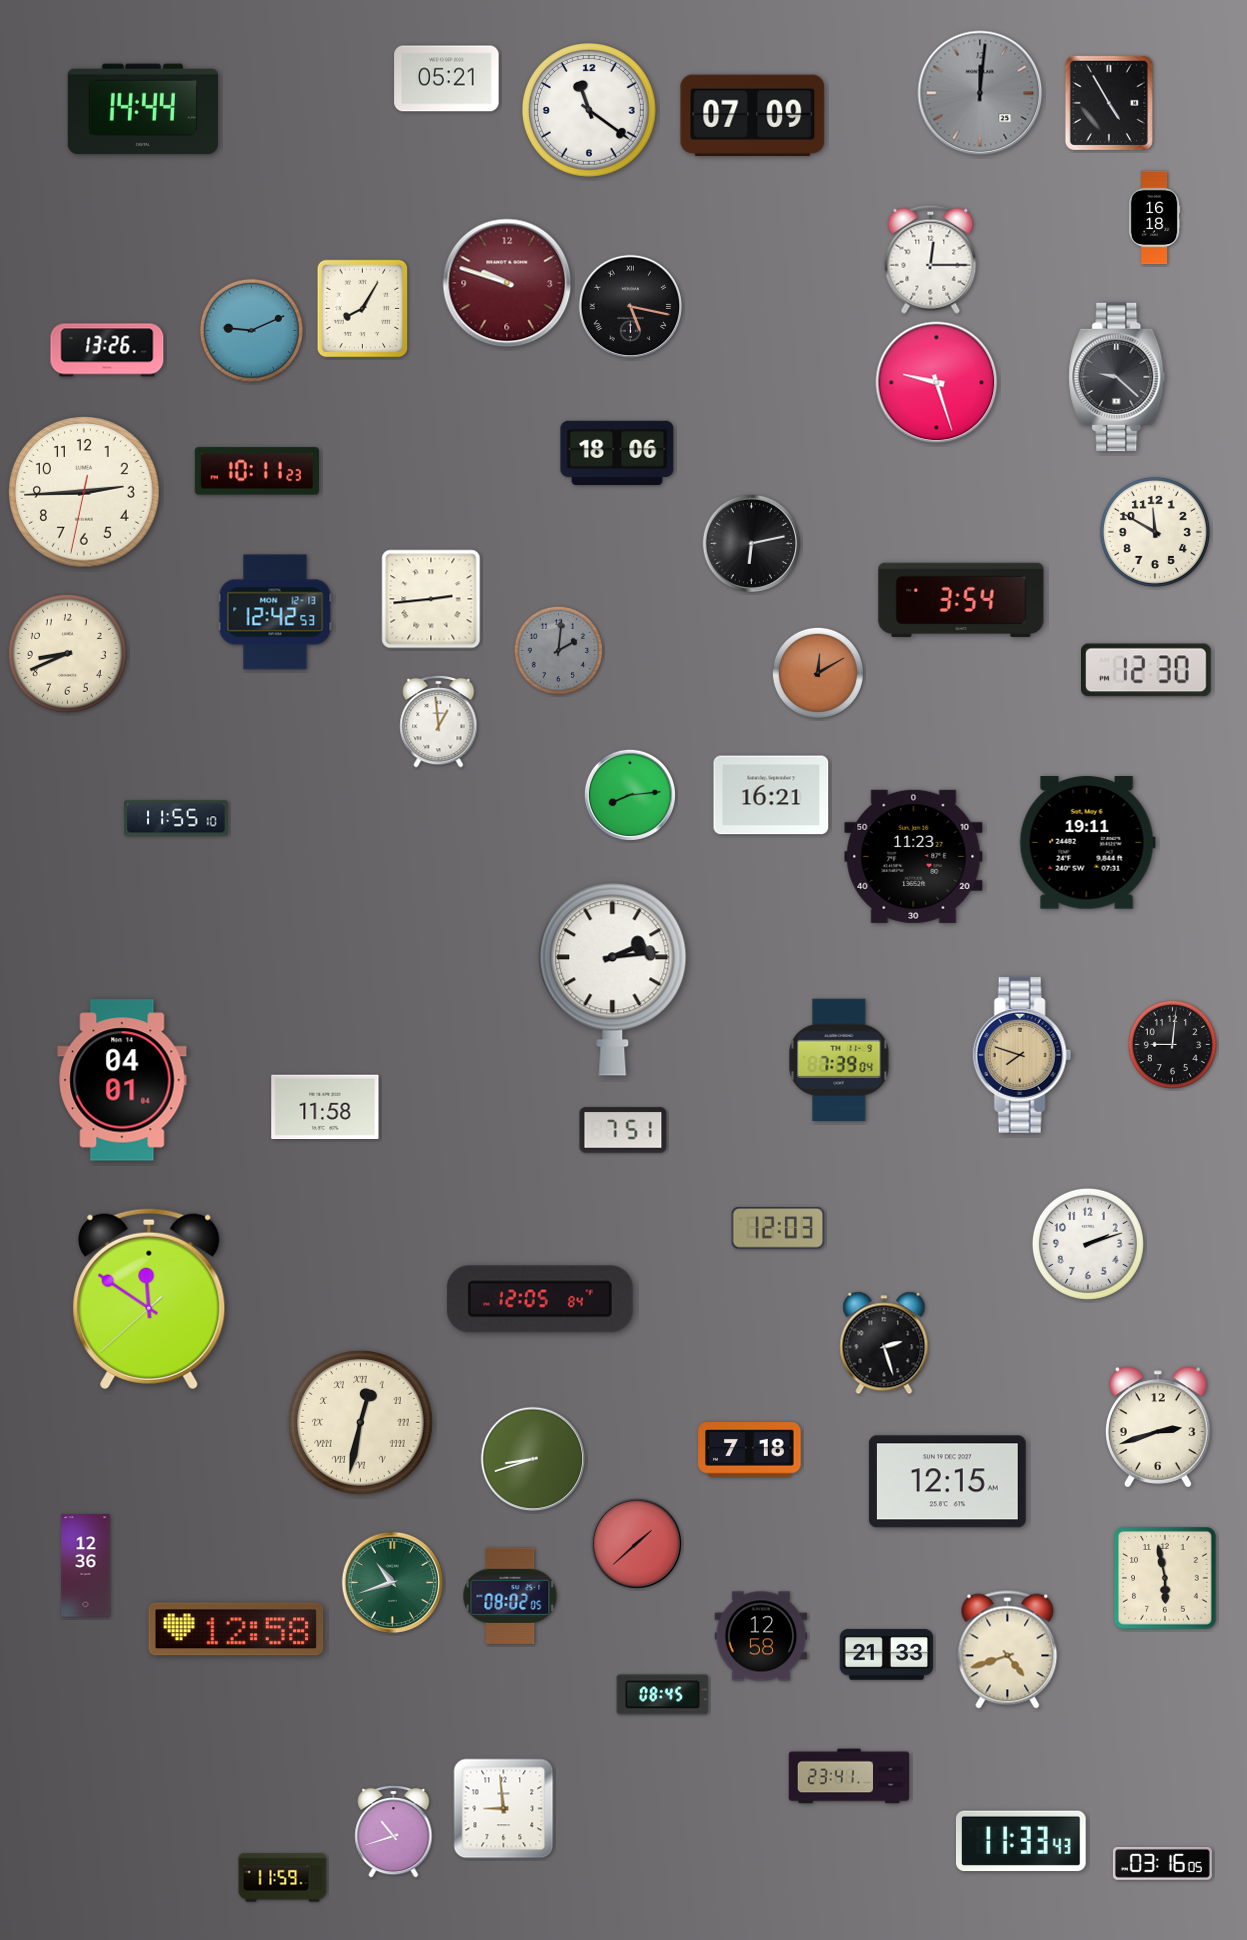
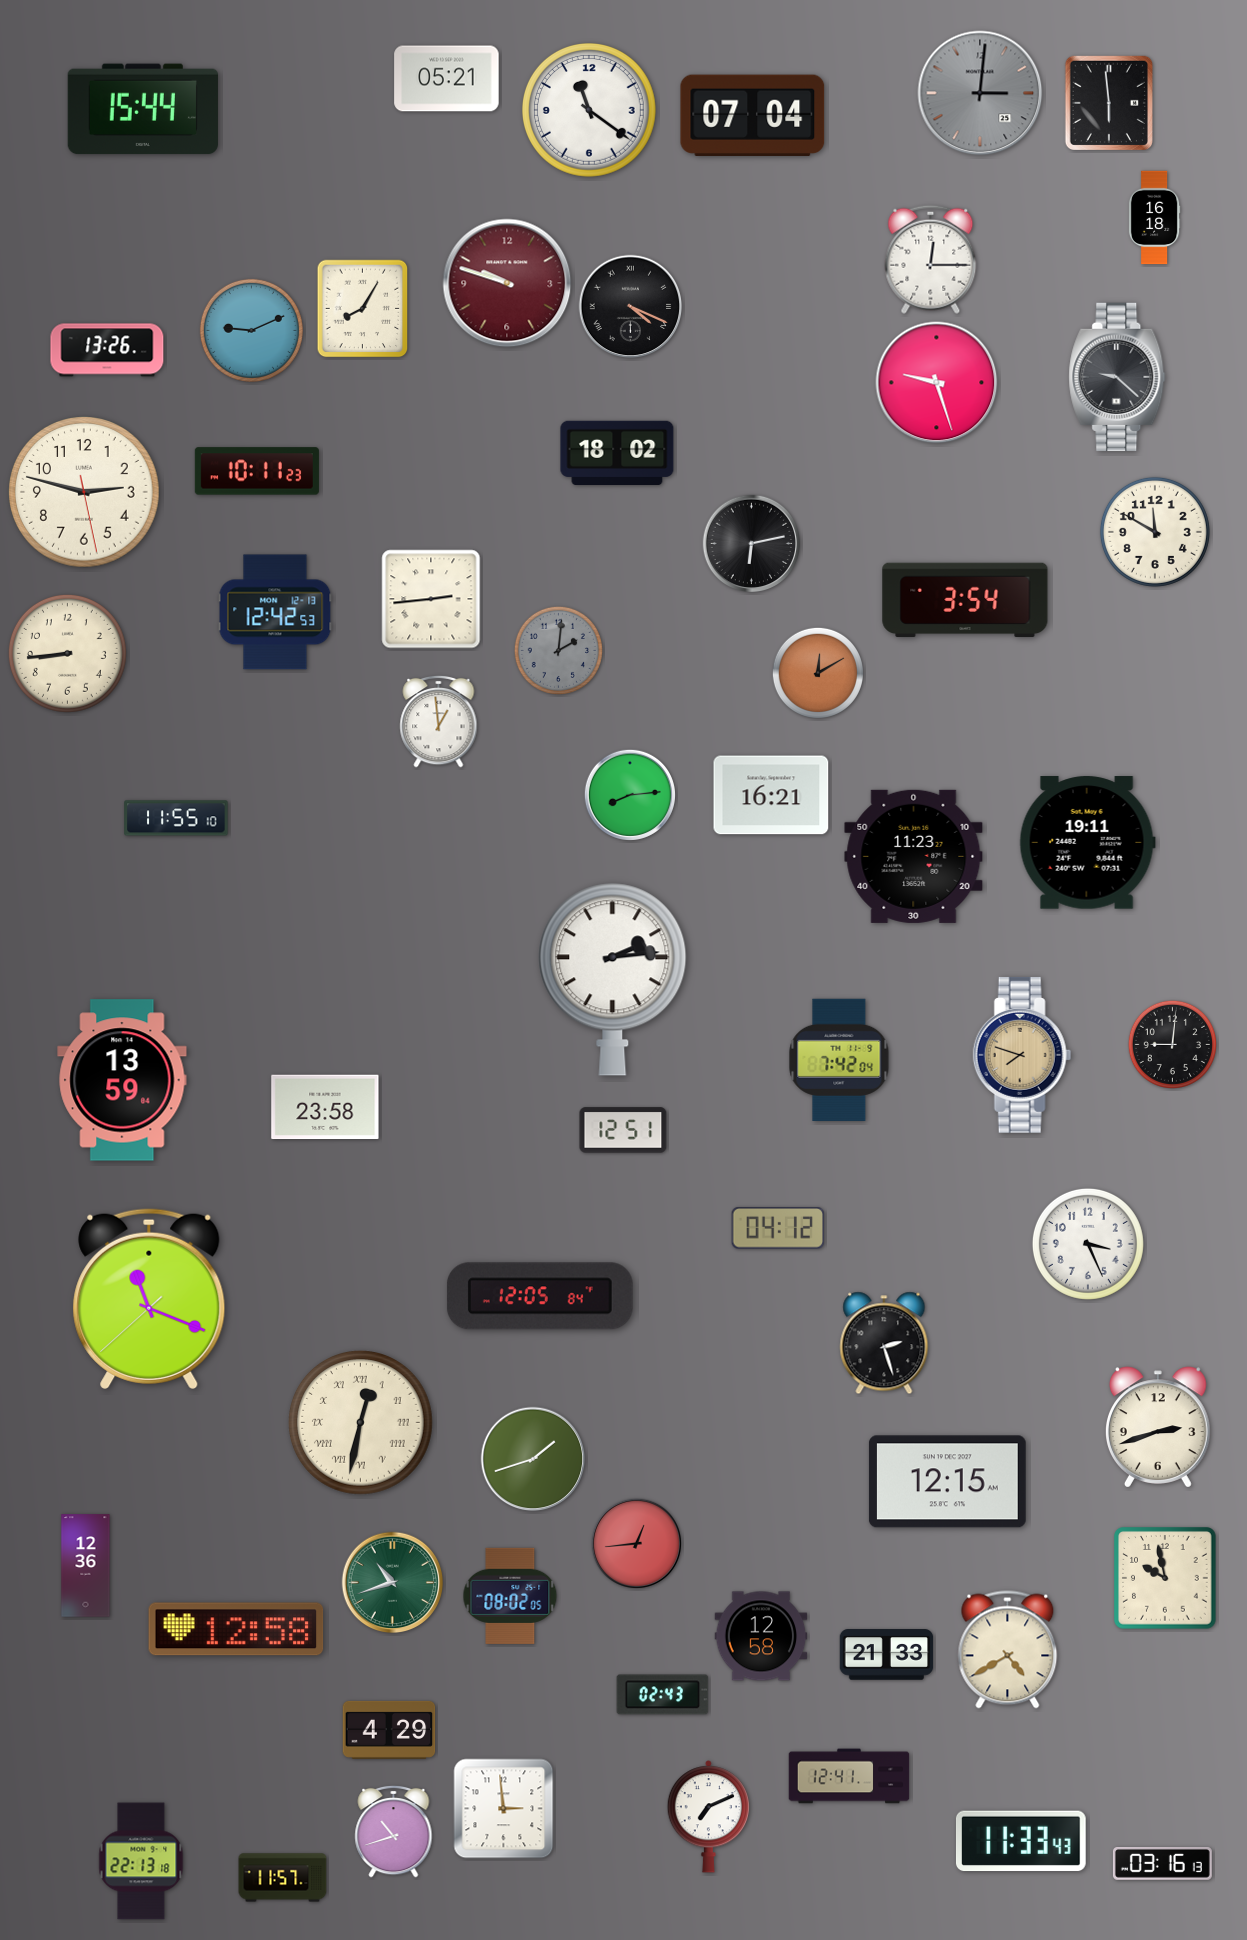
clock at (980, 93): 12:01 -> 3:01
clock at (1109, 102): 4:55 -> 5:59
clock at (143, 109): 14:44 -> 15:44
clock at (753, 115): 07:09 -> 07:04
clock at (631, 307): 5:17 -> 4:19
clock at (617, 452): 18:06 -> 18:02
clock at (84, 492): 2:44 -> 2:47
clock at (961, 600) position: (961, 600) -> (965, 600)
clock at (67, 653): 8:41 -> 8:44
clock at (1147, 670): 12:30 -> none
clock at (839, 1059): 7:39 -> 7:42
clock at (122, 1080): 04:01 -> 13:59
clock at (325, 1107): 11:58 -> 23:58
clock at (623, 1130): 7:51 -> 12:51
clock at (778, 1228): 12:03 -> 04:12
clock at (1088, 1244): 2:12 -> 3:26
clock at (149, 1299): 11:50 -> 11:18
clock at (540, 1299) position: (540, 1299) -> (540, 1296)
clock at (750, 1450): 7:18 -> none
clock at (533, 1459): 8:42 -> 1:42
clock at (636, 1543): 1:38 -> 12:44
clock at (1166, 1579): 5:58 -> 9:58
clock at (1008, 1650): 4:42 -> 4:40
clock at (663, 1695): 08:45 -> 02:43
clock at (389, 1730): none -> 4:29
clock at (849, 1776): 23:41 -> 12:41
clock at (504, 1809): 8:59 -> 2:59
clock at (708, 1817): none -> 7:11
clock at (141, 1861): none -> 22:13
clock at (1162, 1864): 03:16:05 -> 03:16:13
clock at (283, 1878): 11:59 -> 11:57
